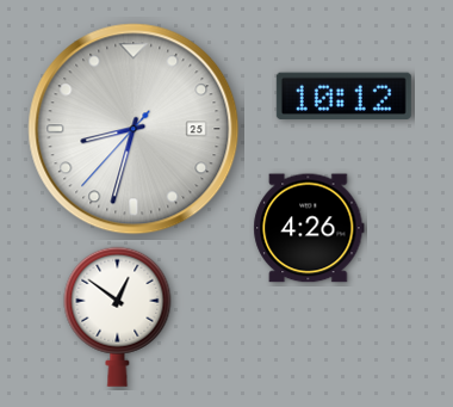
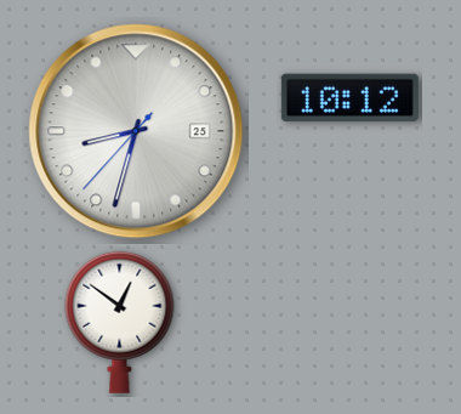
clock at (309, 228): 4:26 -> none
